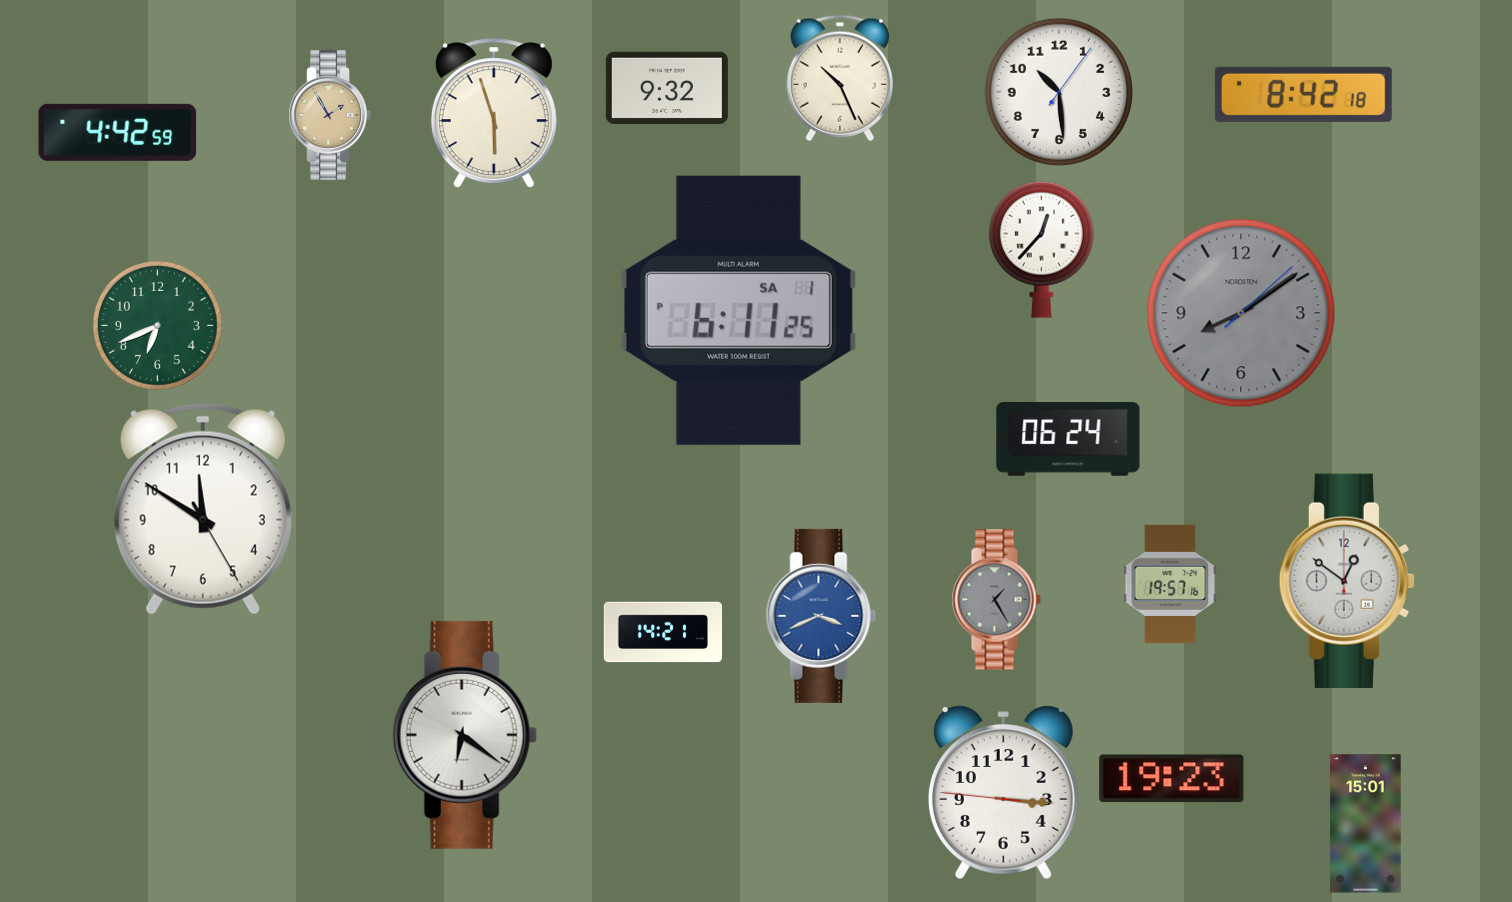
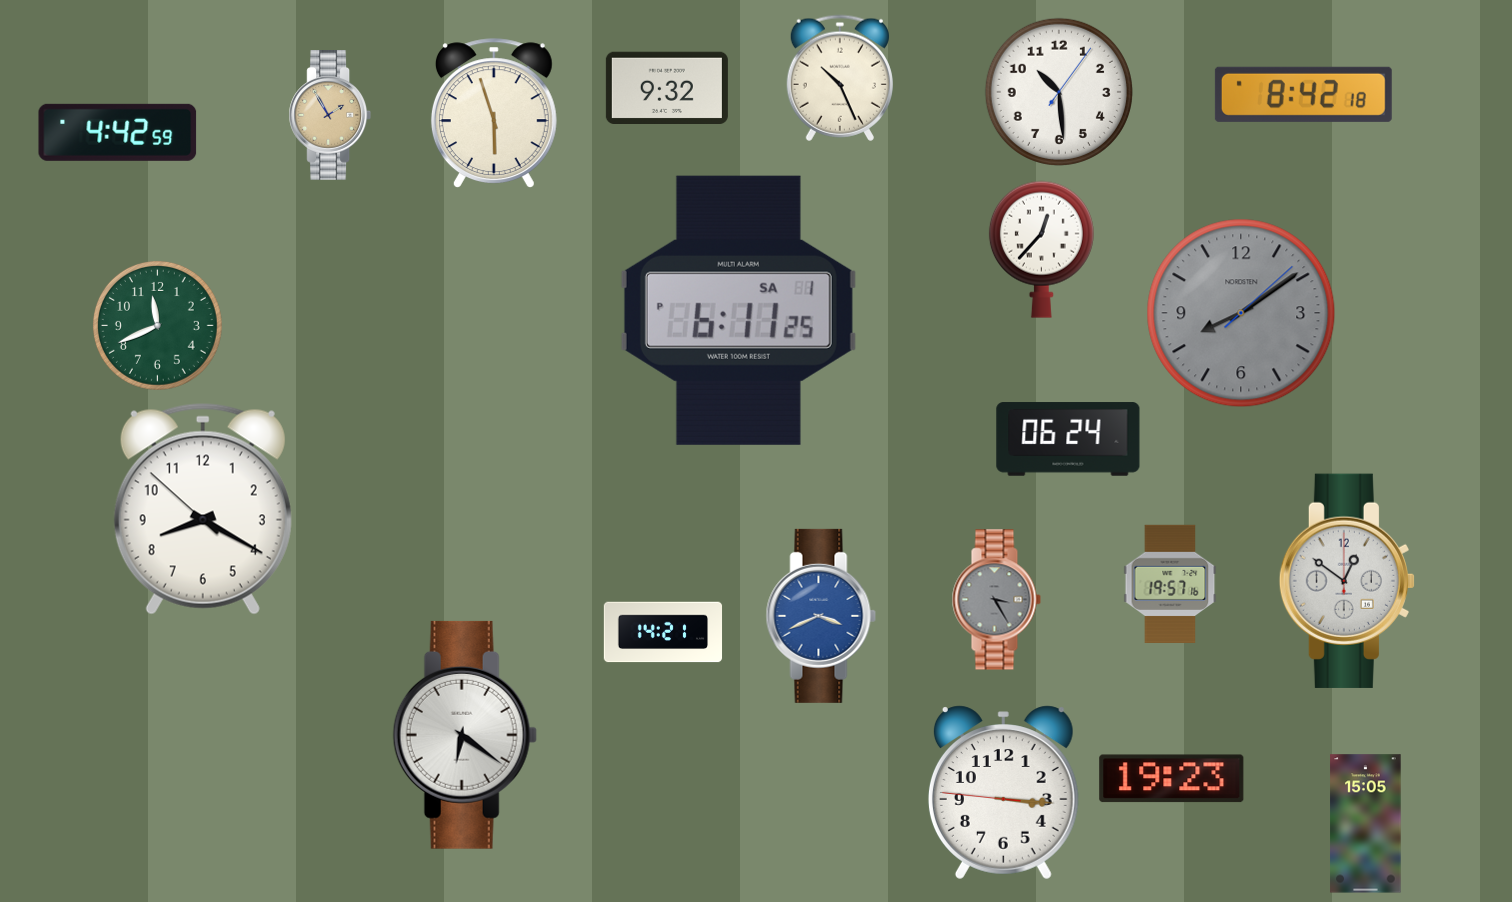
clock at (157, 325): 6:41 -> 11:41
clock at (203, 509): 11:50 -> 8:19
clock at (996, 600): 1:25 -> 3:25
clock at (1366, 824): 15:01 -> 15:05
